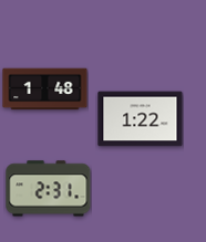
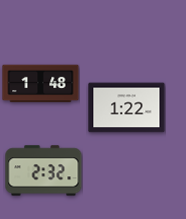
clock at (45, 90) position: (45, 90) -> (41, 84)
clock at (49, 189): 2:31 -> 2:32
